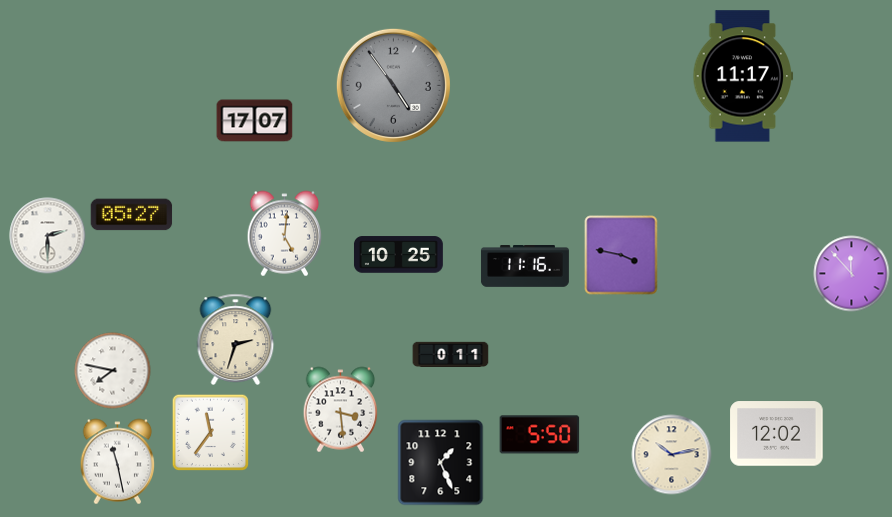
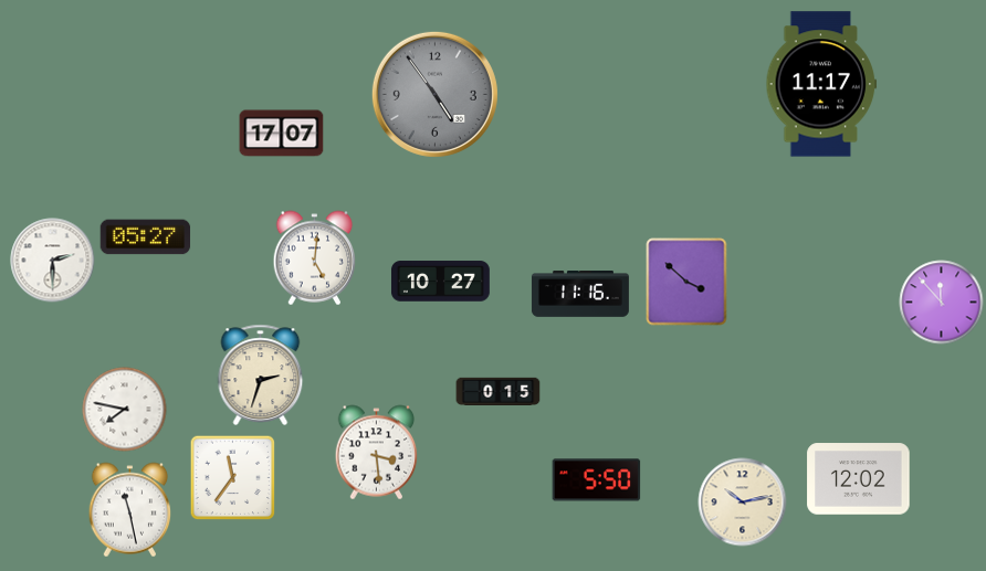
clock at (398, 255): 10:25 -> 10:27
clock at (621, 255): 3:47 -> 3:52
clock at (451, 355): 0:11 -> 0:15
clock at (441, 463): 1:26 -> none
